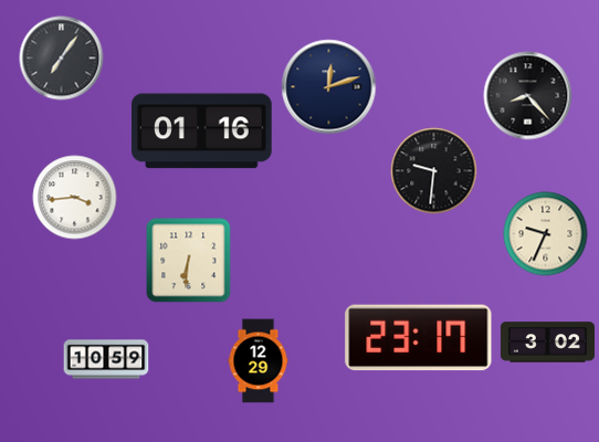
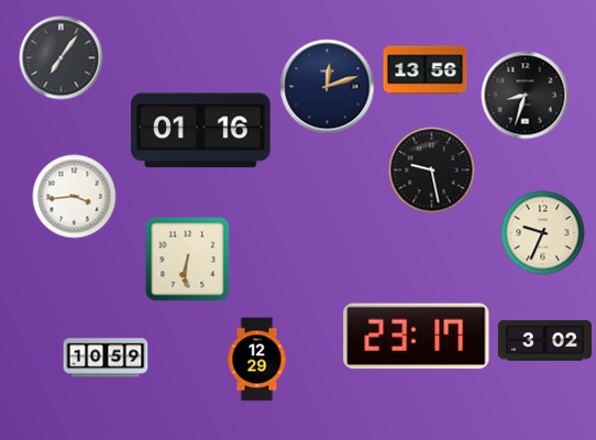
clock at (426, 70): none -> 13:56
clock at (528, 96): 8:23 -> 8:33
clock at (434, 171): 9:31 -> 9:28
